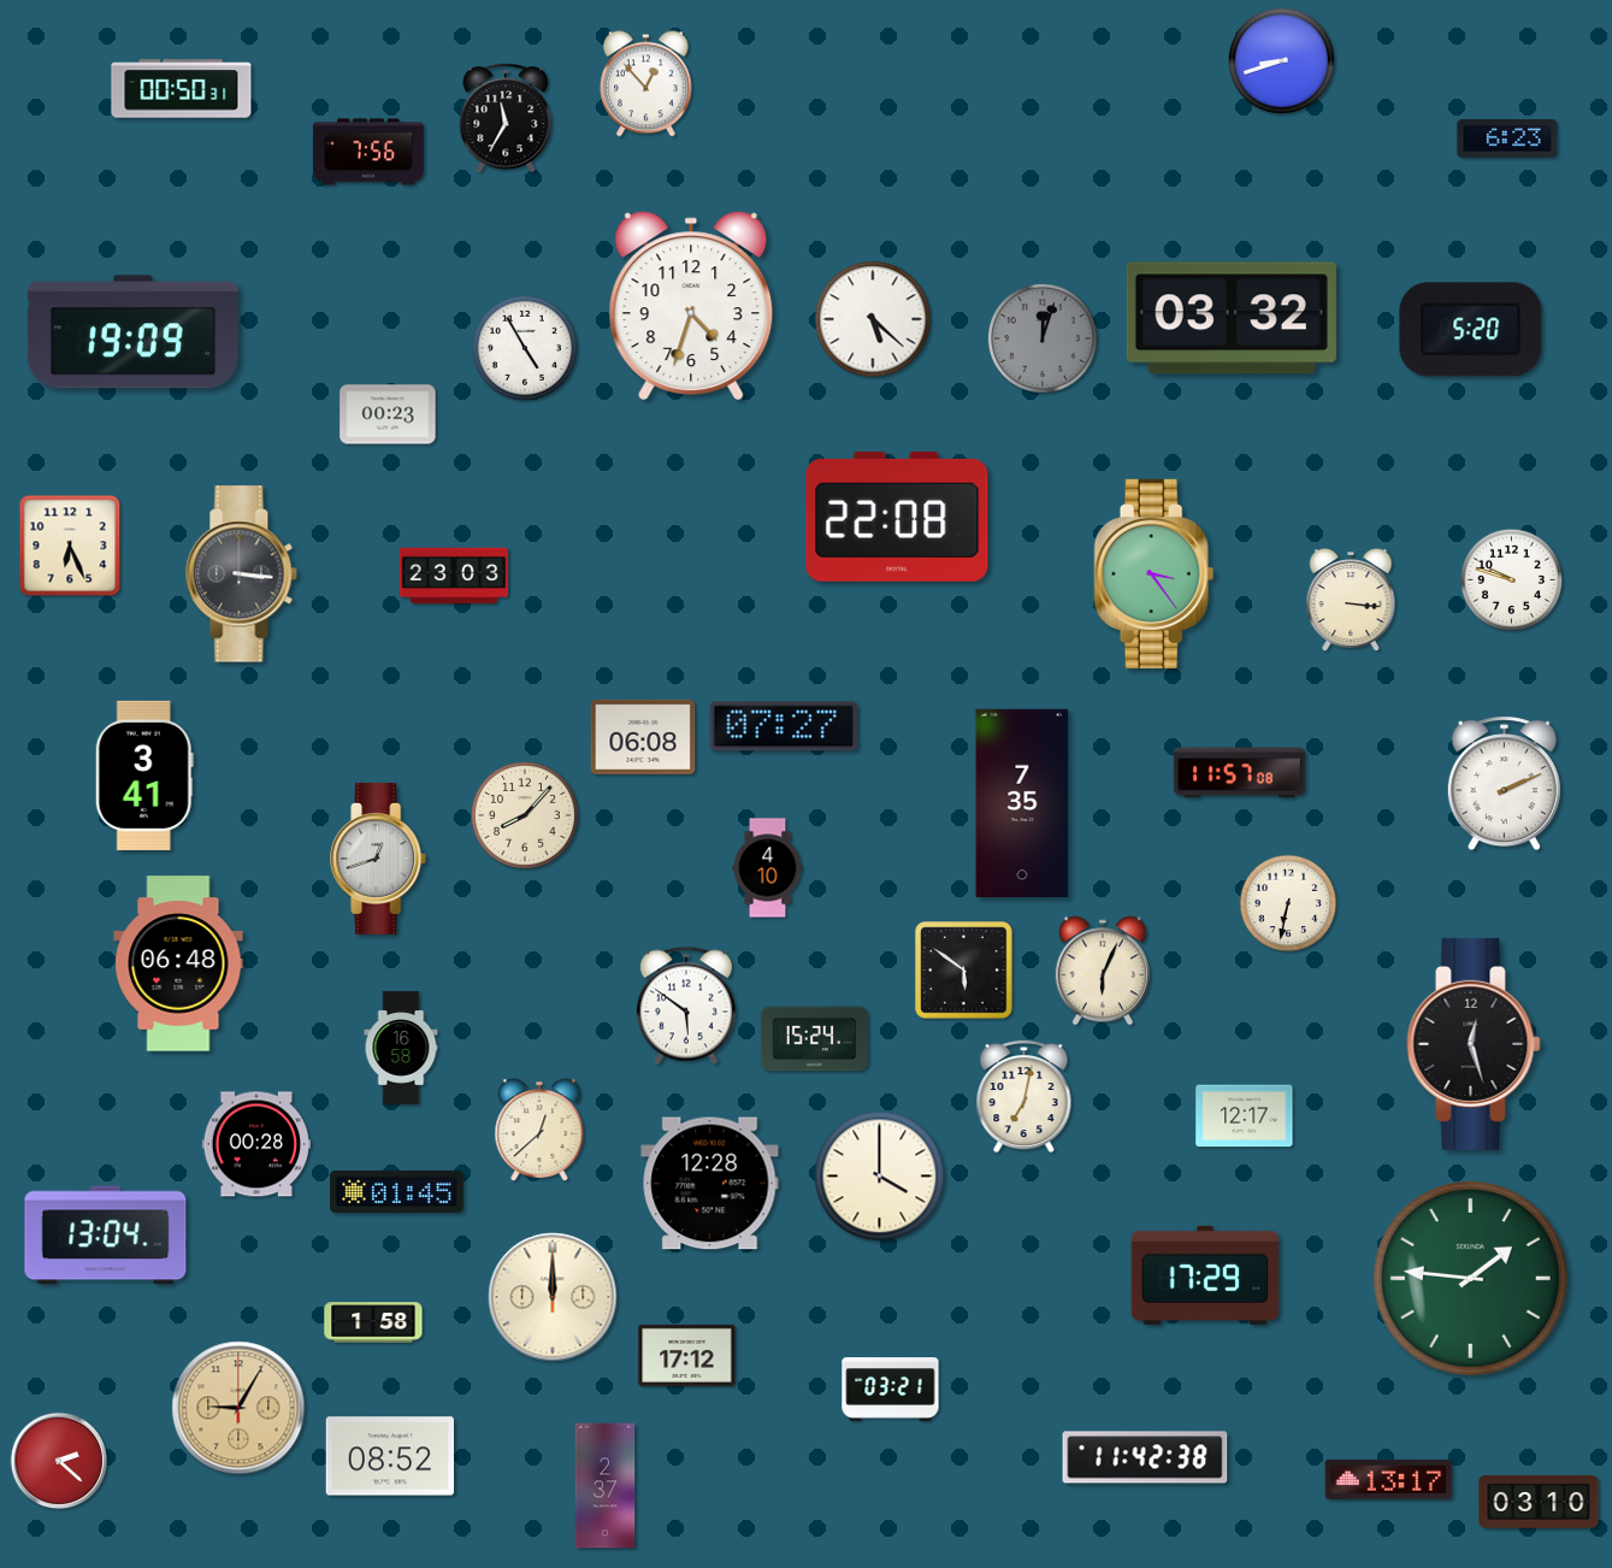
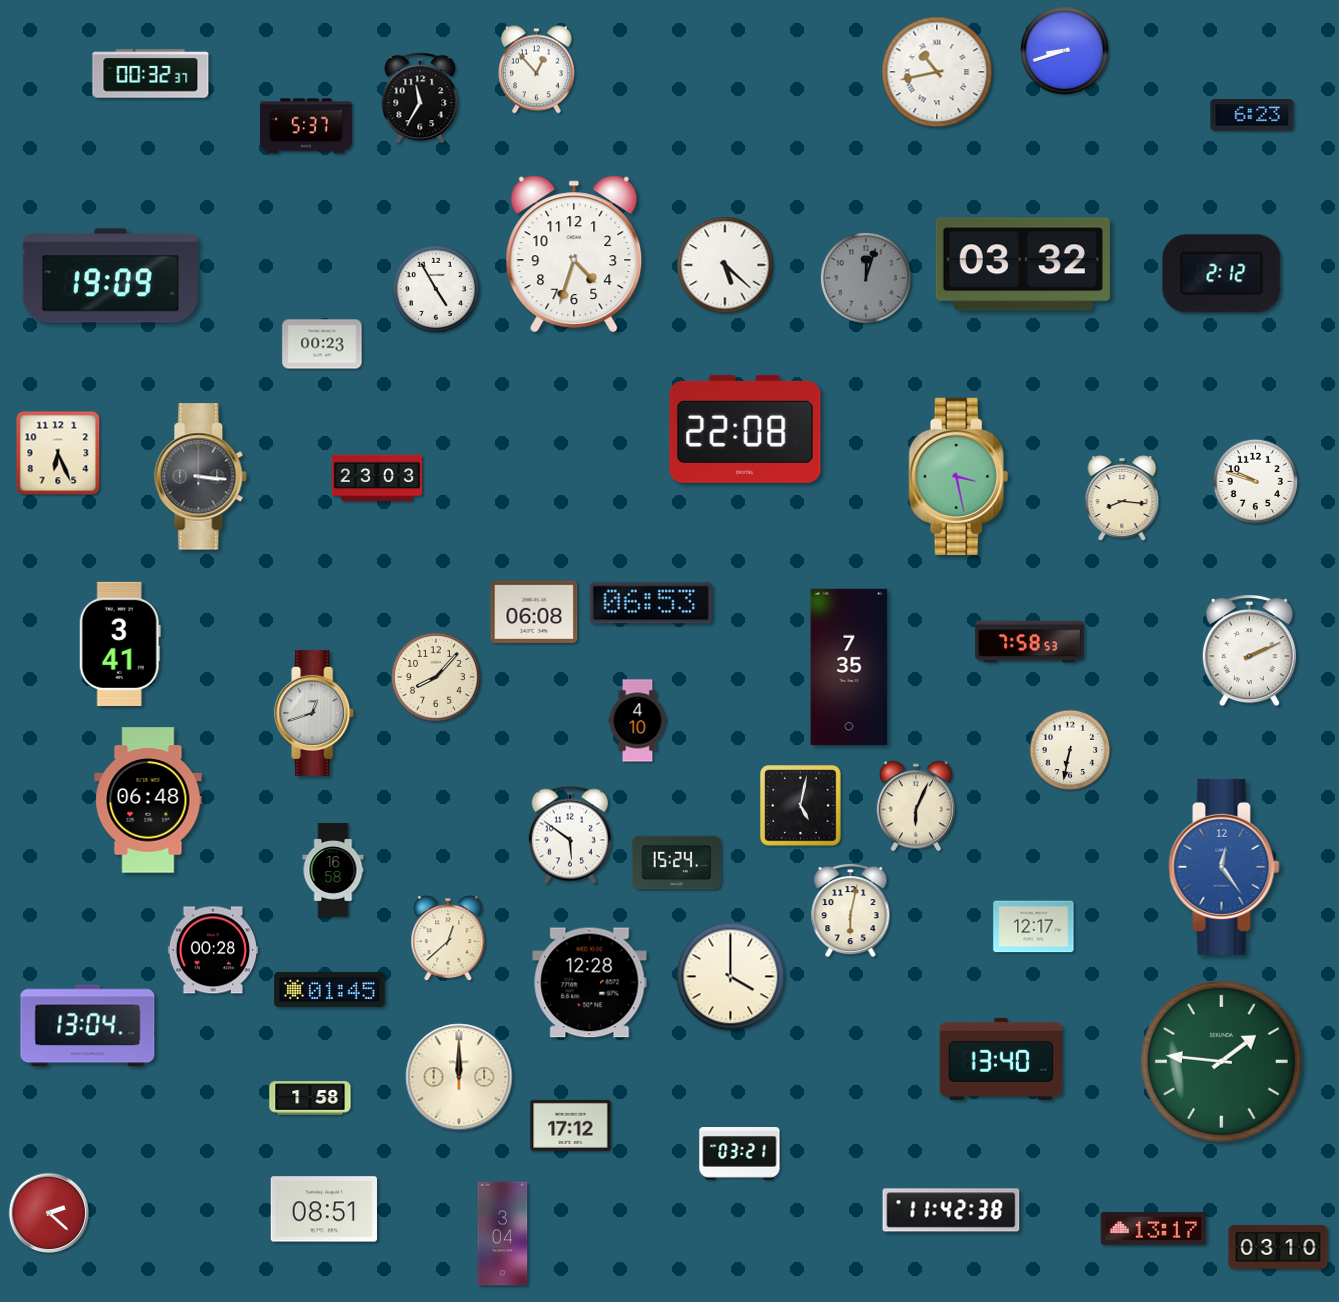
clock at (937, 72): none -> 10:43
clock at (182, 89): 00:50 -> 00:32
clock at (368, 152): 7:56 -> 5:37
clock at (1471, 330): 5:20 -> 2:12
clock at (1044, 340) position: (1044, 340) -> (867, 279)
clock at (1155, 573): 3:24 -> 3:28
clock at (1351, 601): 3:16 -> 8:16
clock at (783, 726): 07:27 -> 06:53
clock at (1239, 773): 11:57 -> 7:58
clock at (964, 971): 5:51 -> 5:02
clock at (1474, 1044): 12:27 -> 12:24
clock at (1474, 1044) dial: black -> blue
clock at (1025, 1096): 7:02 -> 6:02
clock at (1205, 1275): 17:29 -> 13:40
clock at (238, 1408): 9:05 -> none
clock at (389, 1456): 08:52 -> 08:51
clock at (606, 1486): 2:37 -> 3:04
